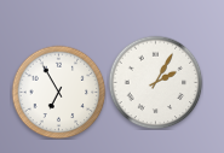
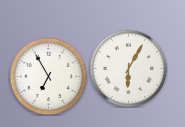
clock at (155, 82): 2:05 -> 6:05
